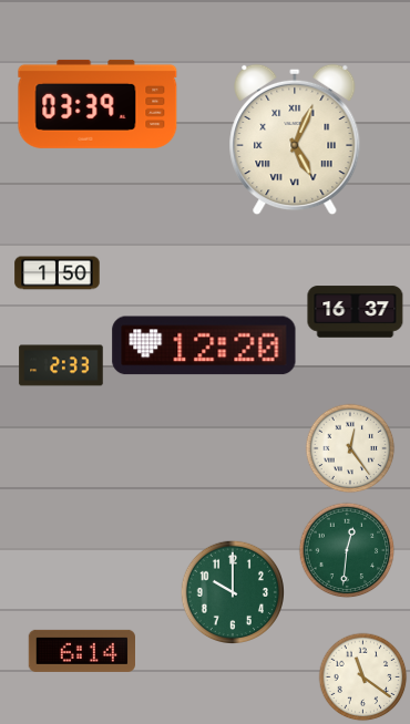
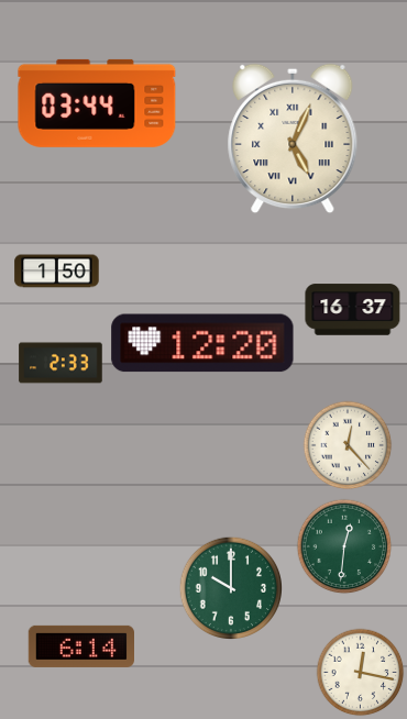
clock at (98, 104): 03:39 -> 03:44
clock at (350, 448): 12:24 -> 12:23
clock at (363, 678): 11:21 -> 12:17
